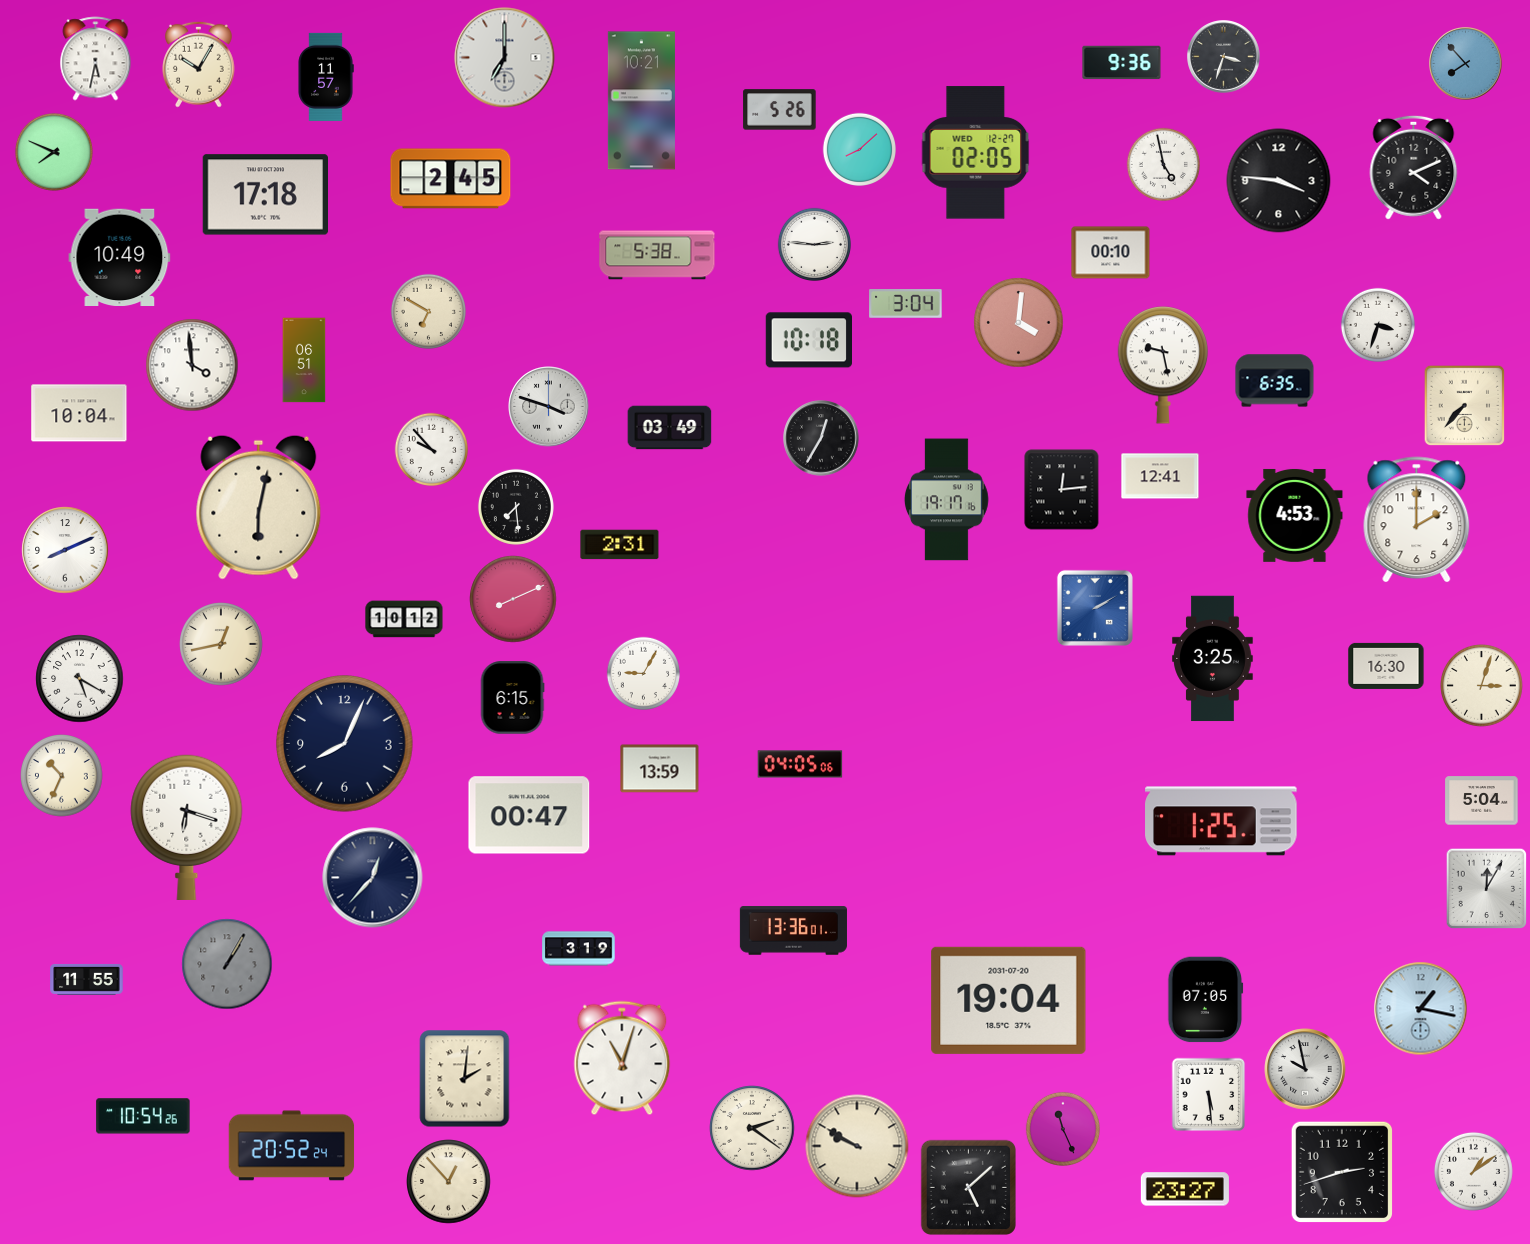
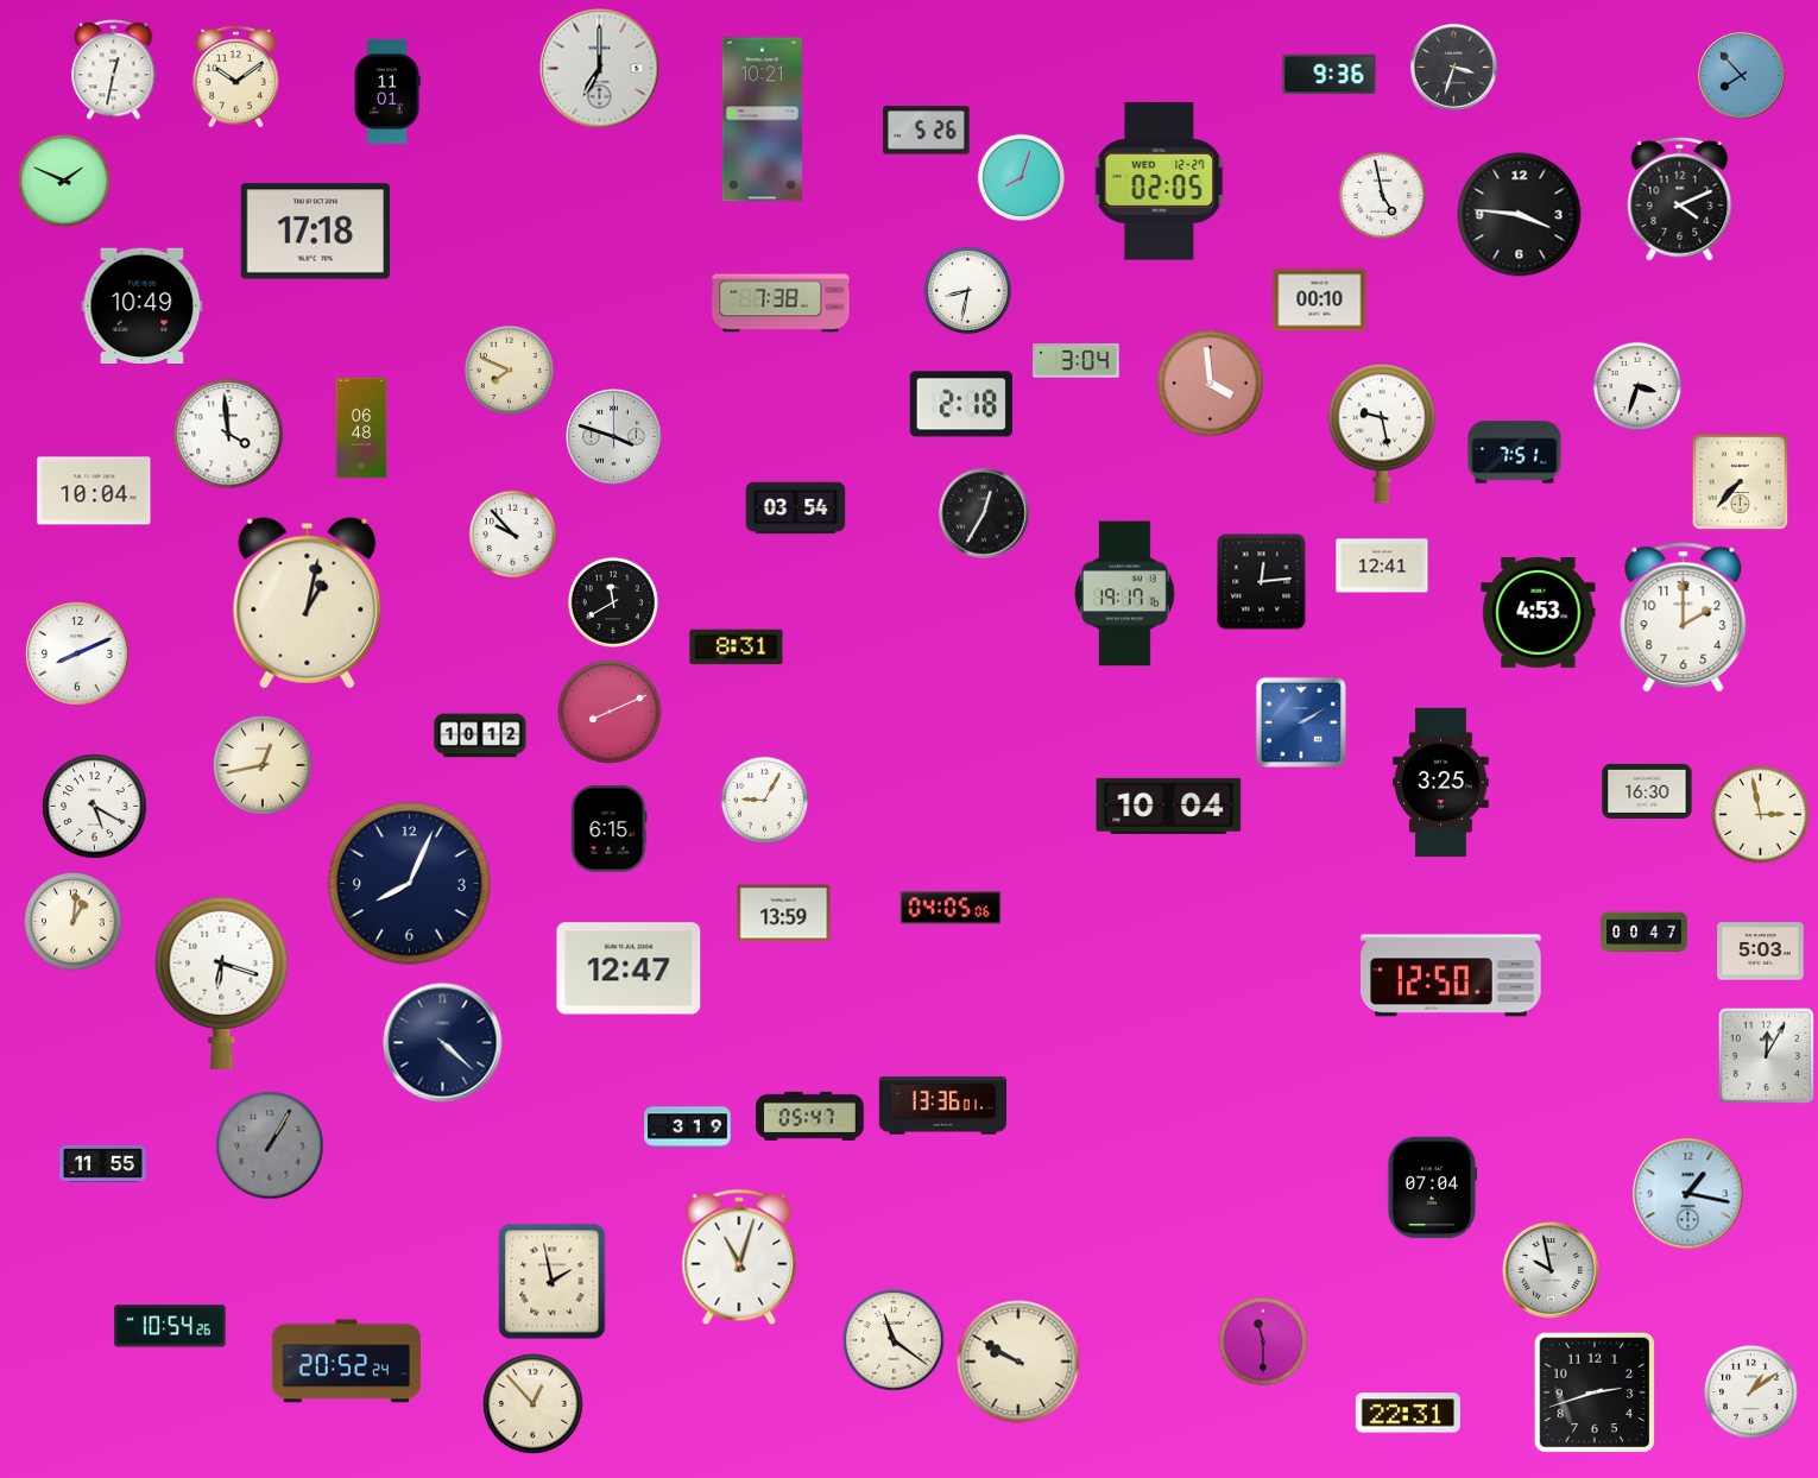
clock at (96, 59): 5:32 -> 12:32
clock at (1122, 63) position: (1122, 63) -> (1330, 75)
clock at (199, 64): 10:05 -> 10:09
clock at (326, 77): 11:57 -> 11:01
clock at (859, 149): 8:08 -> 8:03
clock at (54, 152): 7:49 -> 1:49
clock at (451, 179): 2:45 -> none
clock at (814, 244): 2:46 -> 8:32
clock at (657, 255): 5:38 -> 7:38
clock at (428, 311): 6:50 -> 7:49
clock at (1019, 323): 4:01 -> 3:59
clock at (808, 340): 10:18 -> 2:18
clock at (304, 360): 06:51 -> 06:48
clock at (1275, 381): 6:35 -> 7:51
clock at (549, 407) position: (549, 407) -> (614, 437)
clock at (670, 428): 03:49 -> 03:54
clock at (821, 438) position: (821, 438) -> (984, 513)
clock at (1160, 476) position: (1160, 476) -> (1382, 566)
clock at (259, 507): 6:02 -> 1:02
clock at (516, 507): 7:29 -> 11:40
clock at (620, 545): 2:31 -> 8:31
clock at (1169, 806): none -> 10:04
clock at (1482, 686): 3:03 -> 2:58
clock at (62, 776): 10:34 -> 1:01
clock at (1645, 933): none -> 00:47
clock at (1482, 801): 5:04 -> 5:03
clock at (529, 815): 00:47 -> 12:47
clock at (1221, 821): 1:25 -> 12:50
clock at (373, 878): 12:37 -> 4:22
clock at (810, 1116): none -> 05:47
clock at (1009, 1000): 19:04 -> none
clock at (1206, 1000): 07:05 -> 07:04
clock at (1421, 1009) position: (1421, 1009) -> (1688, 1194)
clock at (465, 1079): 2:01 -> 1:58
clock at (1209, 1095): 5:29 -> none
clock at (752, 1128): 2:21 -> 11:21
clock at (1063, 1129): 11:26 -> 11:30
clock at (968, 1187): 5:08 -> none
clock at (1185, 1189): 23:27 -> 22:31
